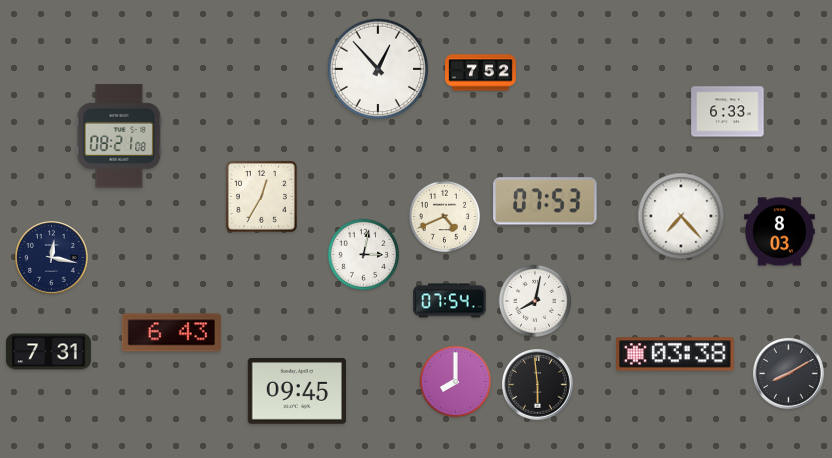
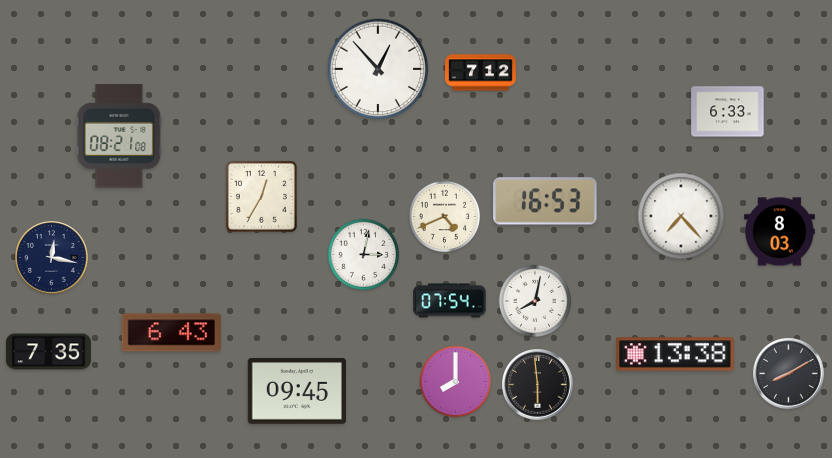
clock at (481, 73): 7:52 -> 7:12
clock at (545, 201): 07:53 -> 16:53
clock at (48, 352): 7:31 -> 7:35
clock at (676, 354): 03:38 -> 13:38
